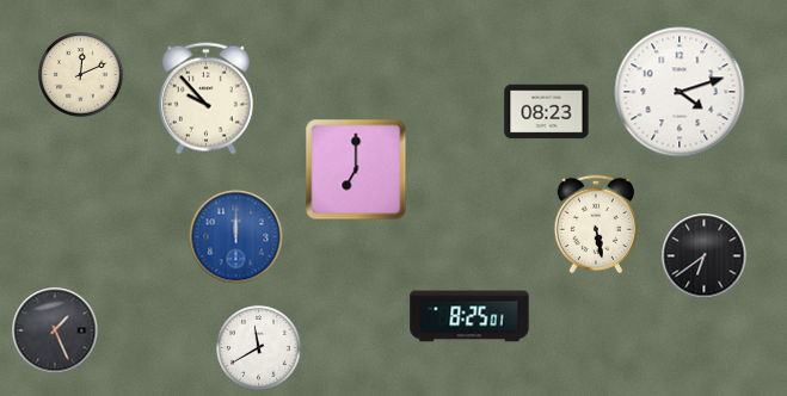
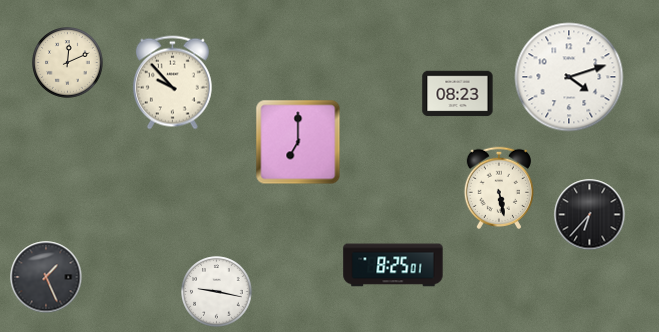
clock at (236, 237): 12:00 -> none
clock at (705, 256): 6:39 -> 6:37
clock at (259, 348): 11:40 -> 9:17
